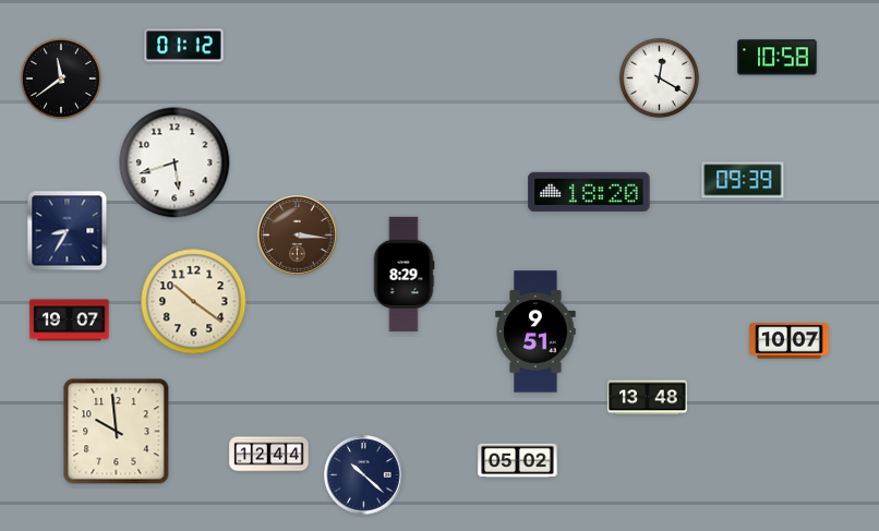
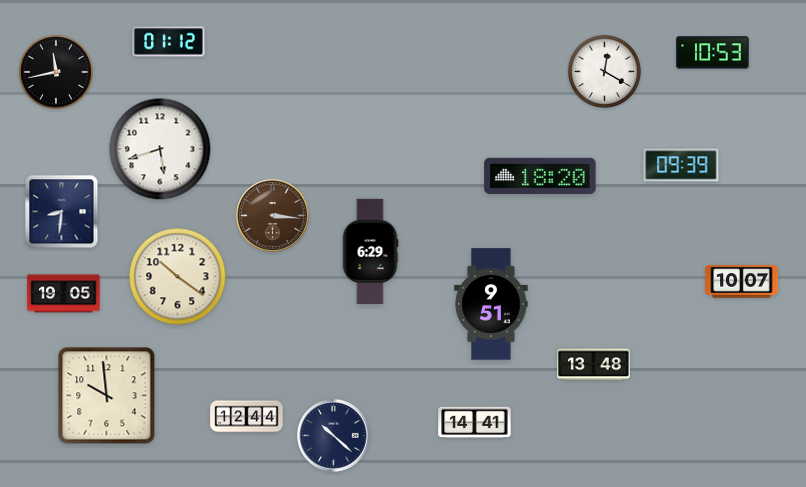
clock at (778, 58): 10:58 -> 10:53
clock at (61, 79): 11:39 -> 11:43
clock at (68, 231): 8:35 -> 8:31
clock at (404, 274): 8:29 -> 6:29
clock at (70, 321): 19:07 -> 19:05
clock at (790, 341) position: (790, 341) -> (742, 282)
clock at (518, 461): 05:02 -> 14:41
